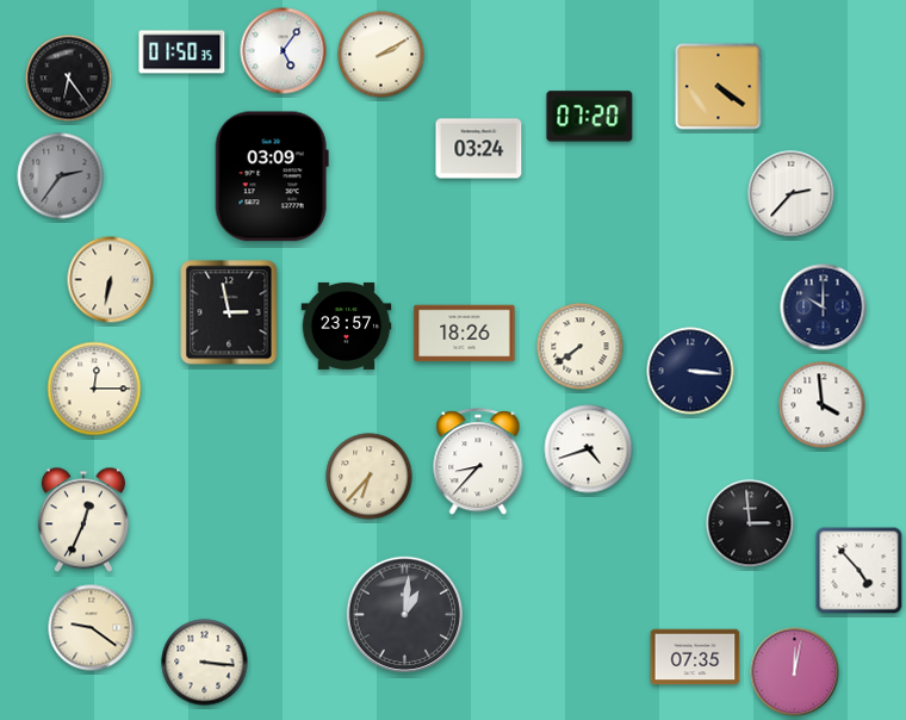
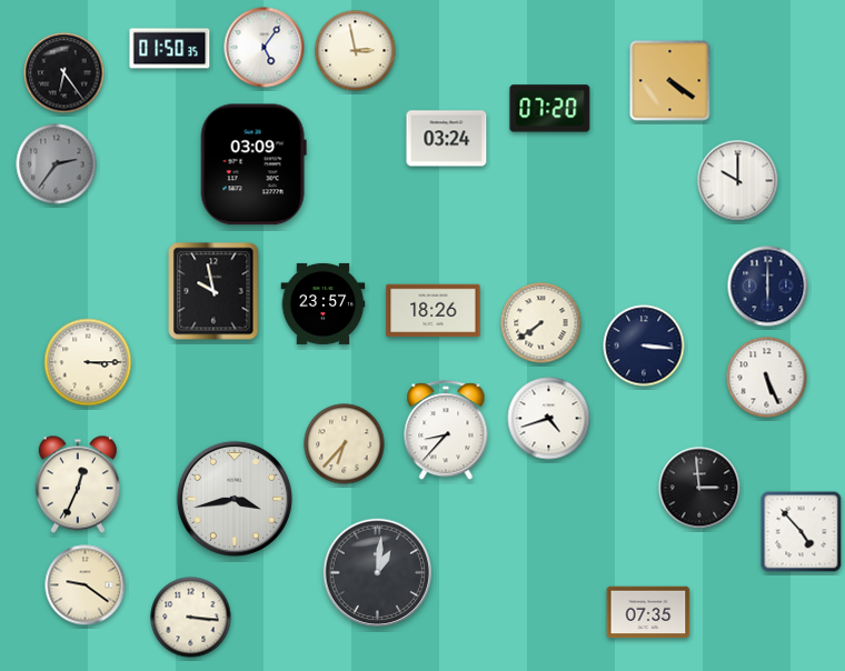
clock at (381, 55): 2:10 -> 2:58
clock at (792, 194): 2:37 -> 10:00
clock at (111, 280): 6:32 -> none
clock at (824, 308): 10:00 -> 6:00
clock at (229, 312): 2:58 -> 9:58
clock at (94, 389): 12:15 -> 3:15
clock at (823, 405): 3:59 -> 5:26
clock at (235, 499): none -> 3:43
clock at (795, 672): 12:02 -> none
